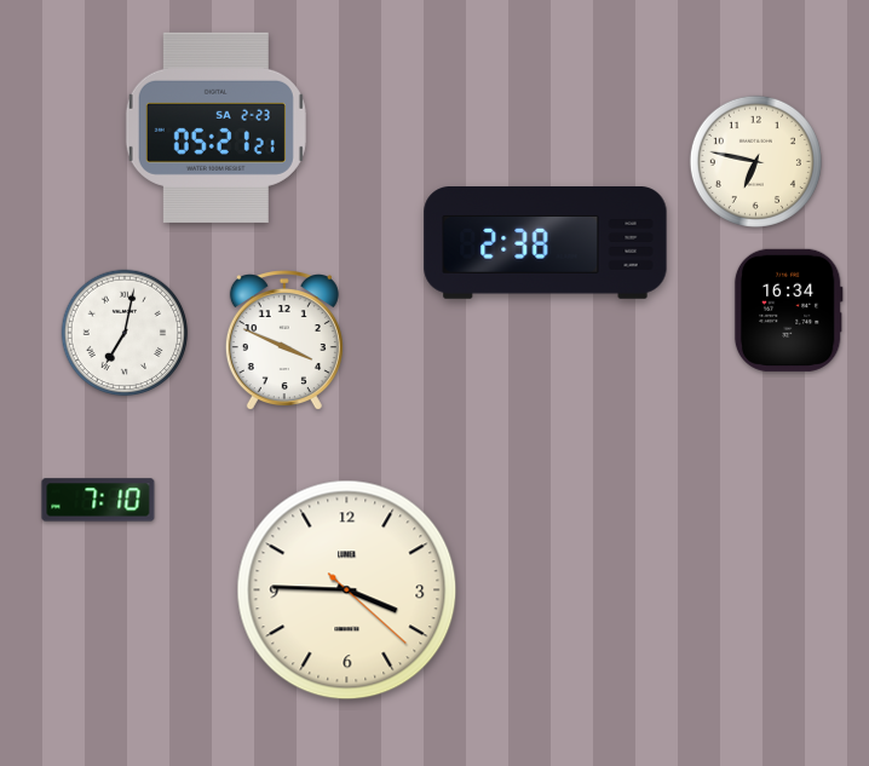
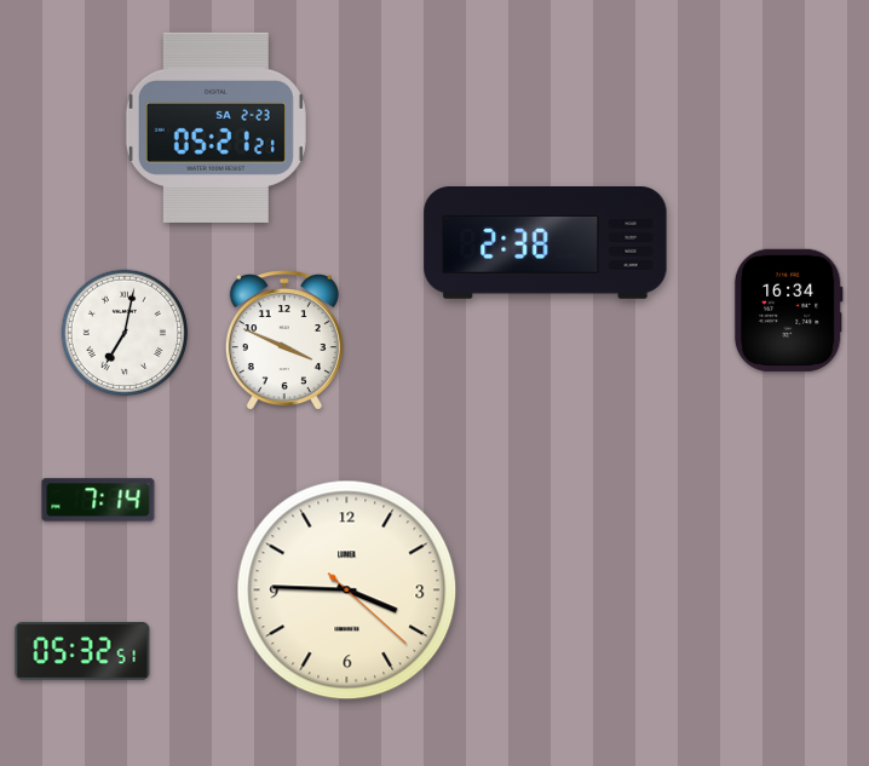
clock at (755, 161): 6:47 -> none
clock at (98, 500): 7:10 -> 7:14
clock at (82, 652): none -> 05:32
